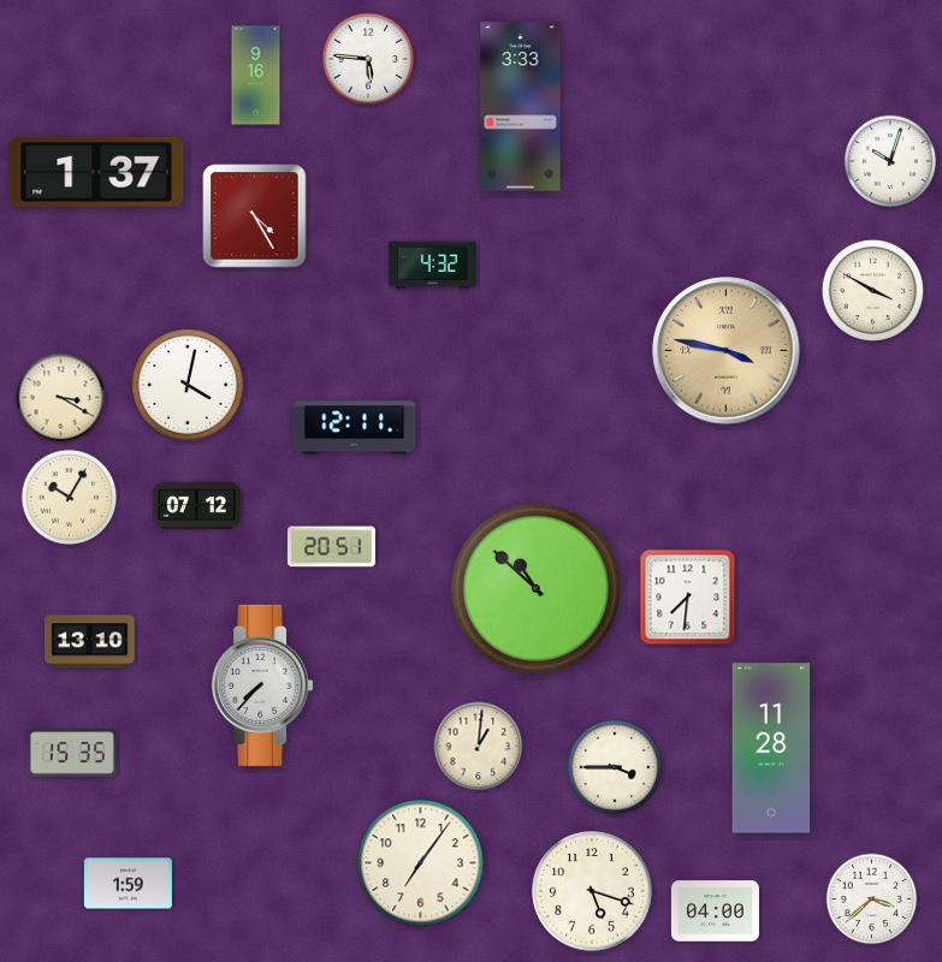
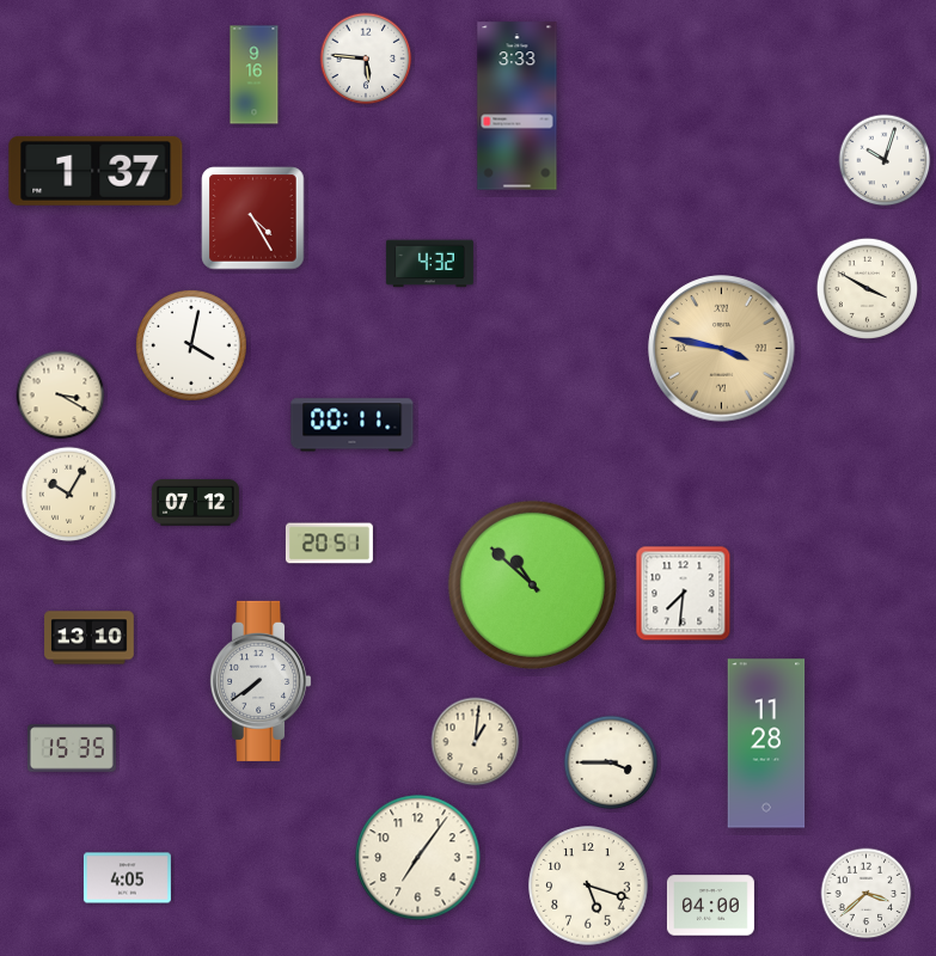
clock at (255, 216) position: (255, 216) -> (253, 219)
clock at (188, 385) position: (188, 385) -> (191, 345)
clock at (355, 428): 12:11 -> 00:11
clock at (263, 685): 7:37 -> 7:39
clock at (128, 884): 1:59 -> 4:05
